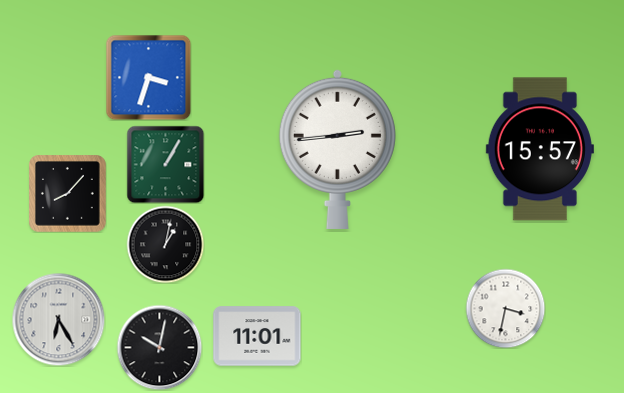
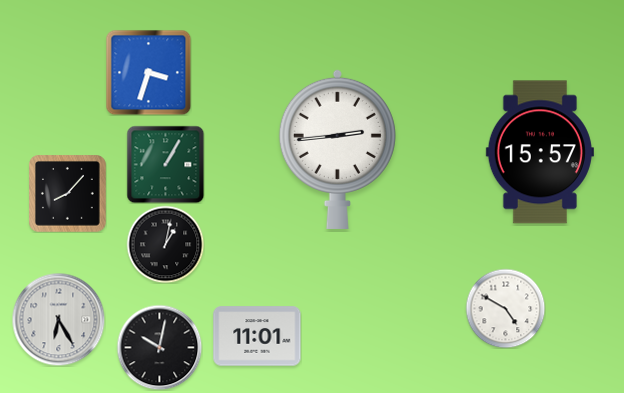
clock at (148, 77) position: (148, 77) -> (148, 72)
clock at (540, 149) position: (540, 149) -> (540, 152)
clock at (505, 308): 3:32 -> 4:50
